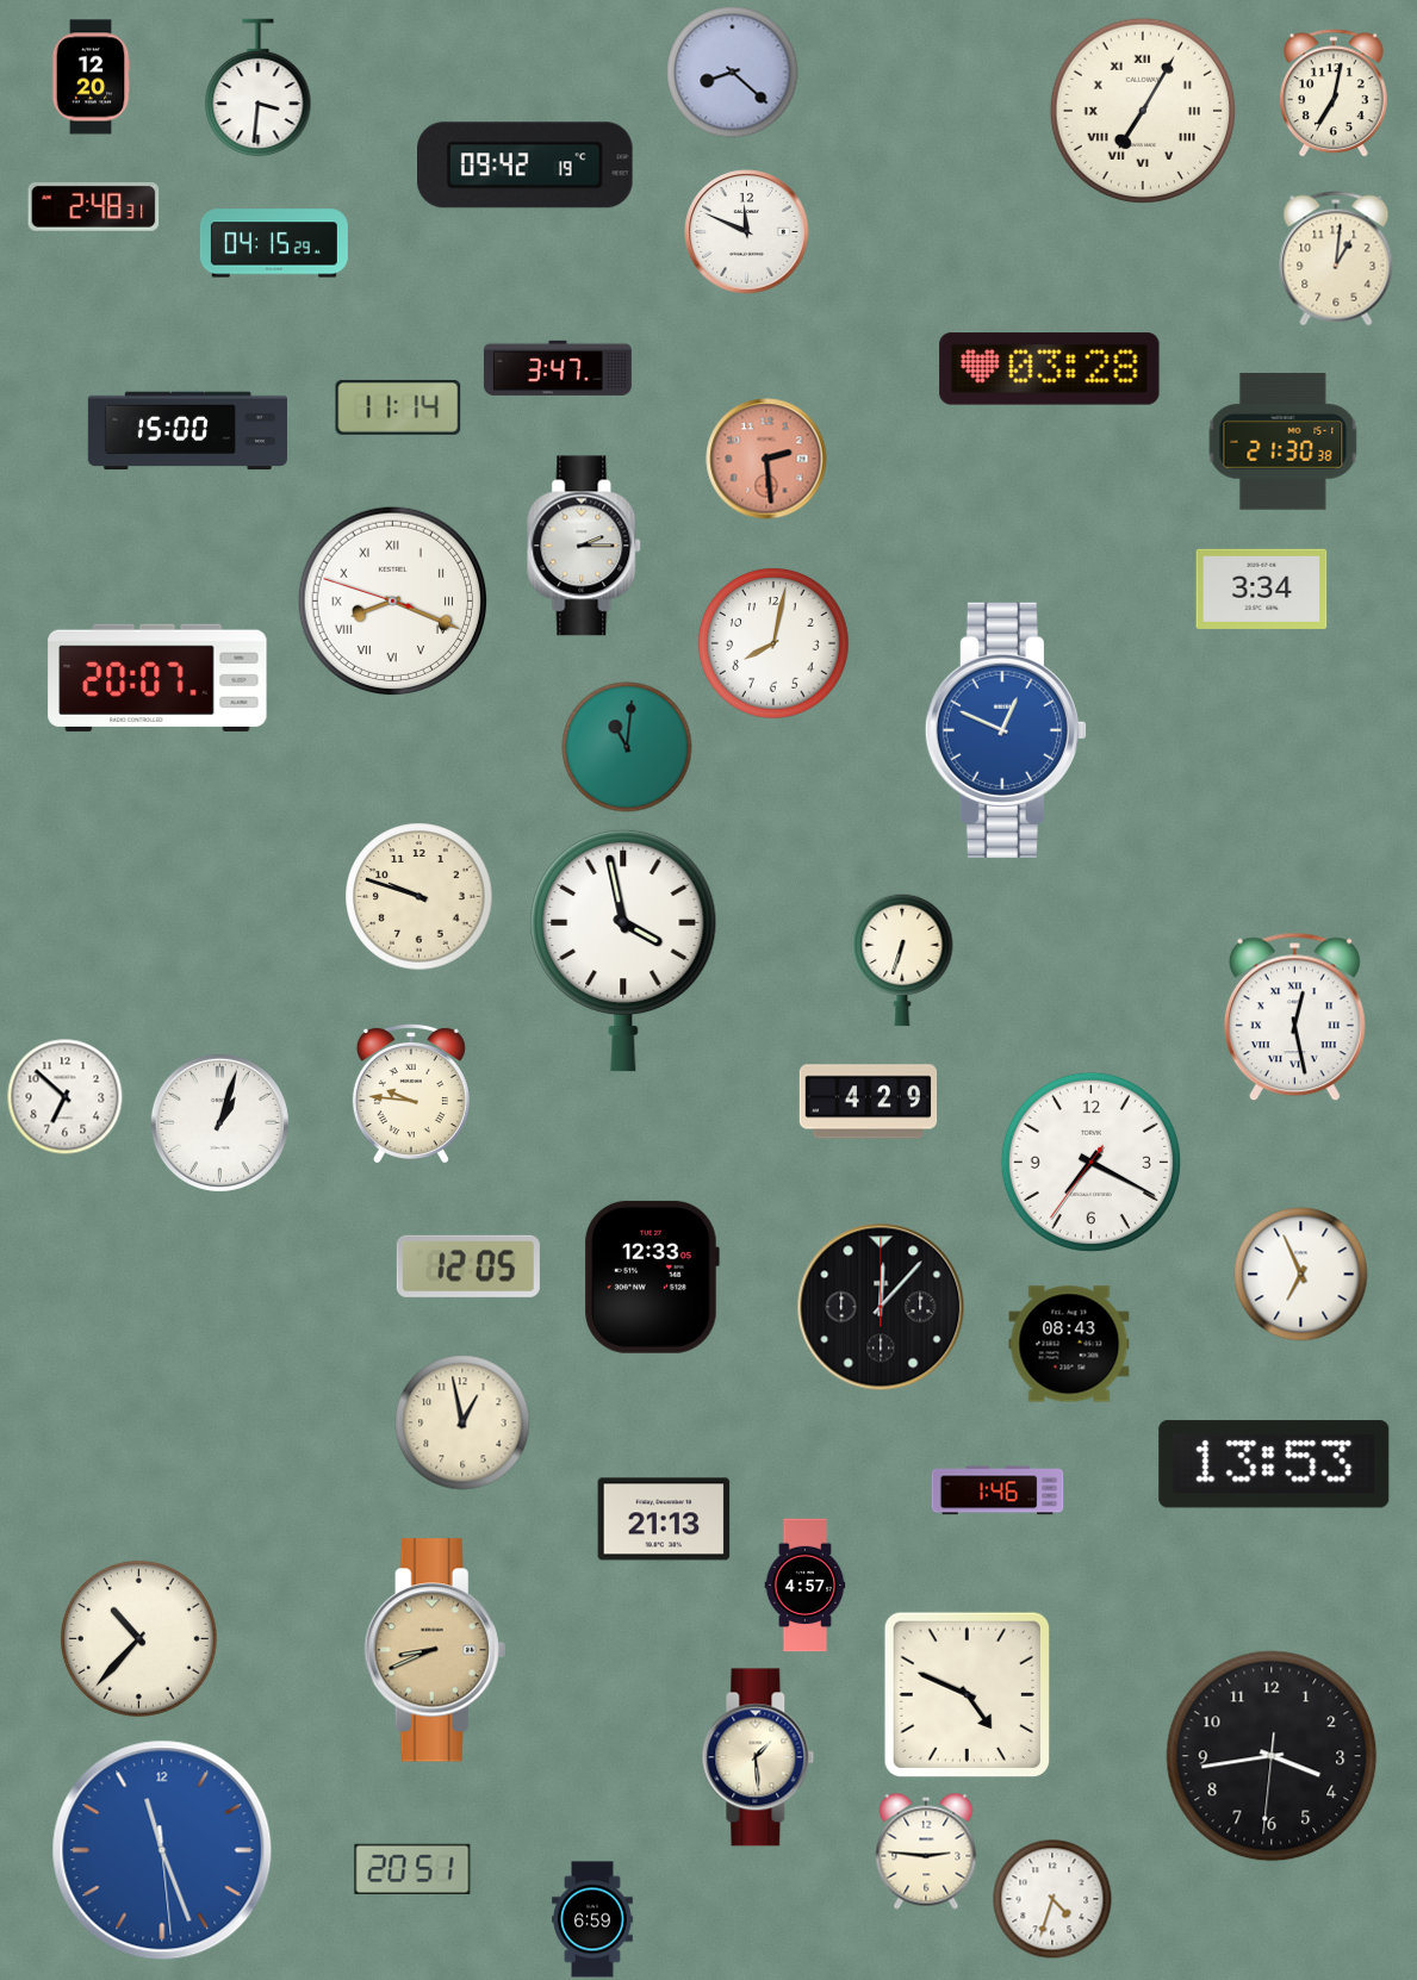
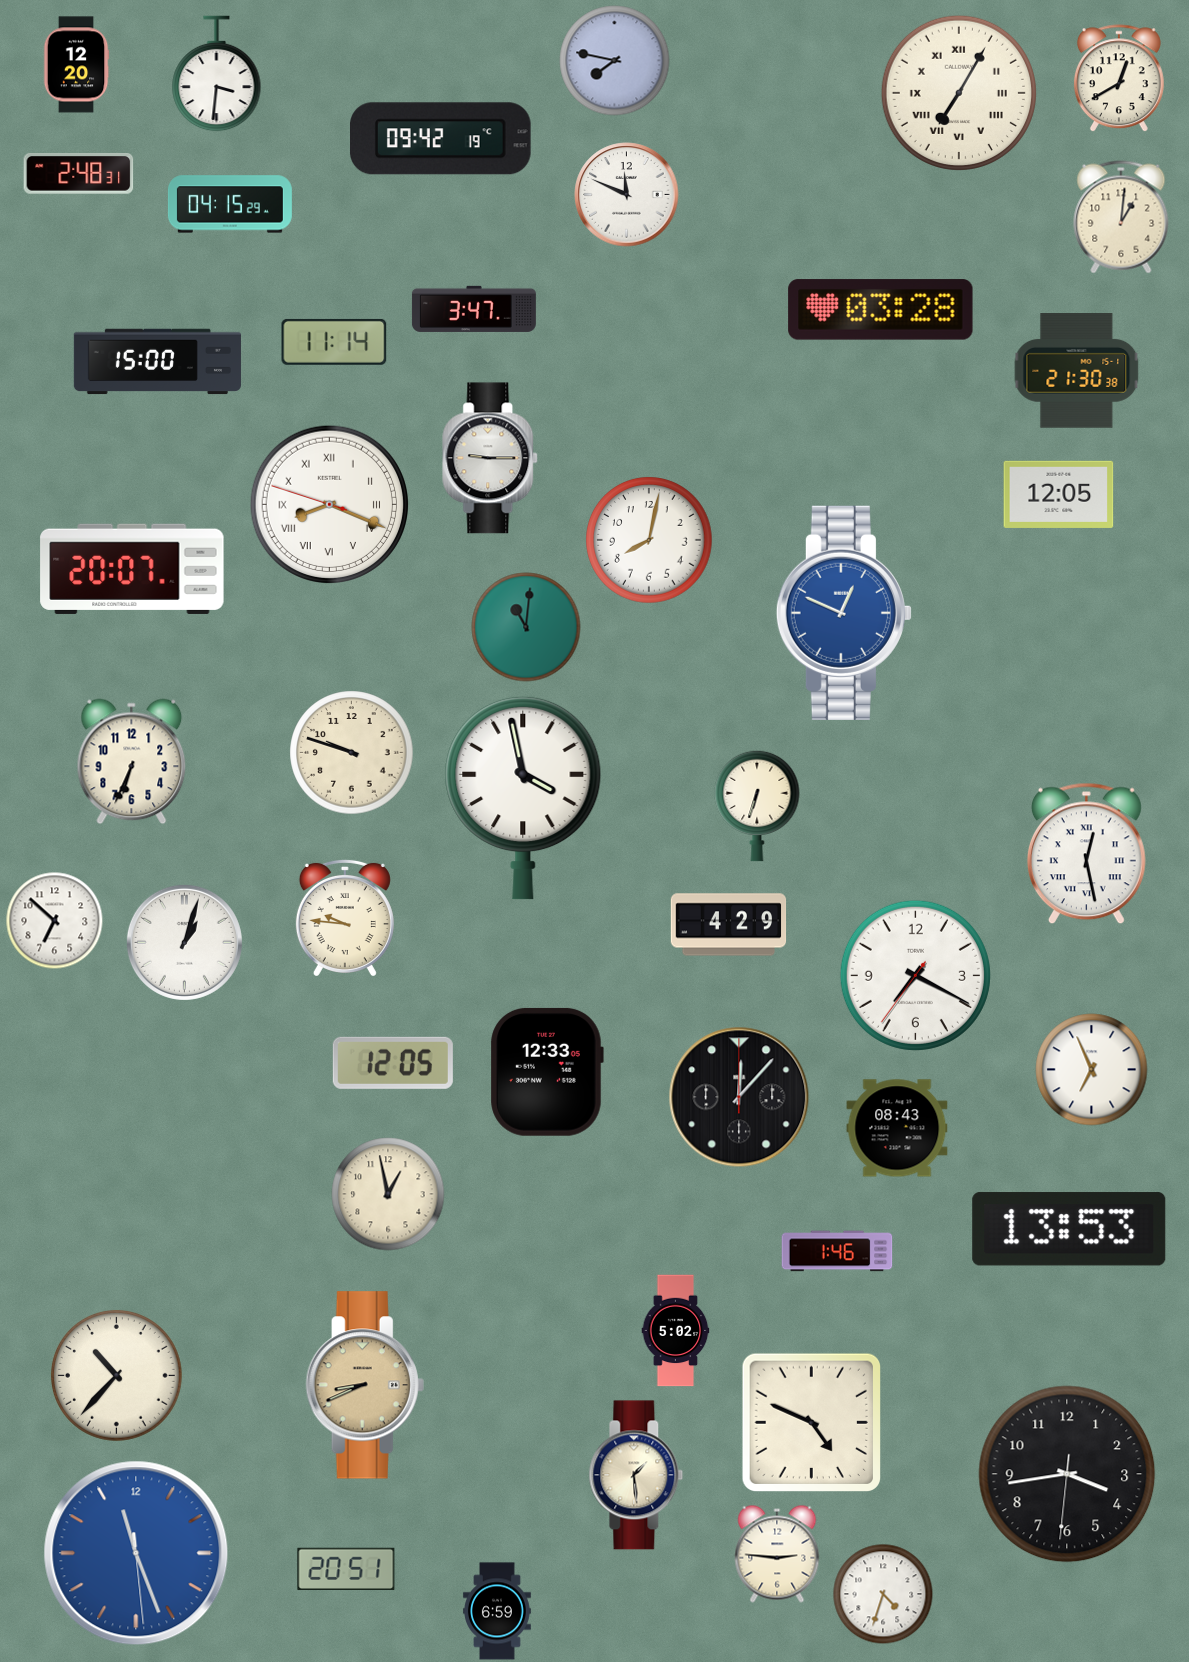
clock at (733, 73): 8:22 -> 7:47
clock at (1334, 93): 7:02 -> 12:40
clock at (558, 368) position: (558, 368) -> (474, 309)
clock at (766, 459): 2:29 -> none
clock at (585, 546): 2:15 -> 9:15
clock at (1262, 589): 3:34 -> 12:05
clock at (132, 762): none -> 6:34
clock at (664, 1519): 21:13 -> none
clock at (806, 1586): 4:57 -> 5:02
